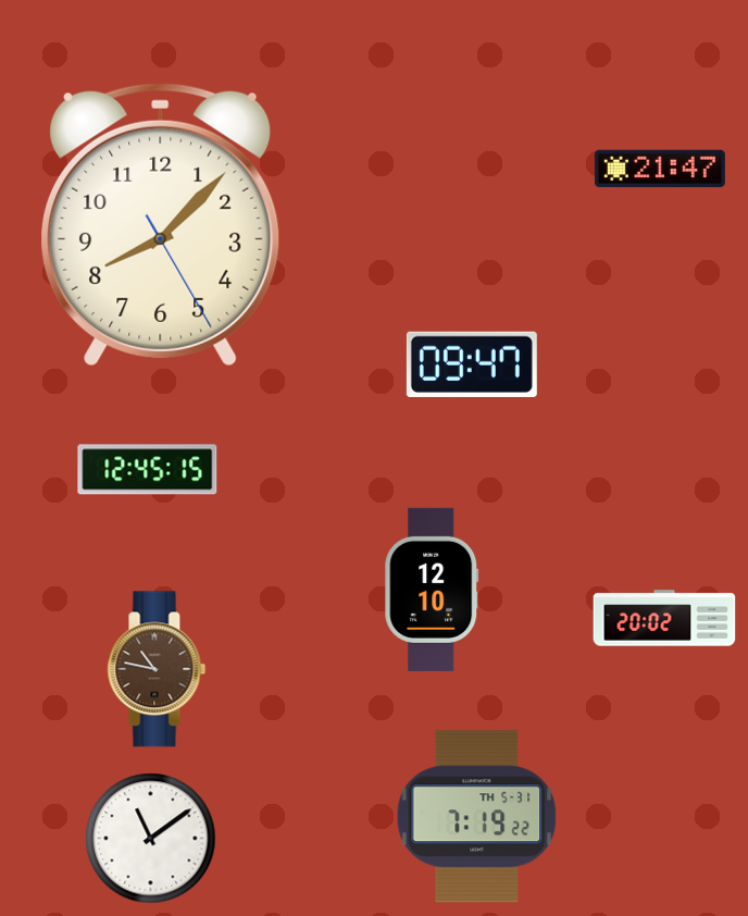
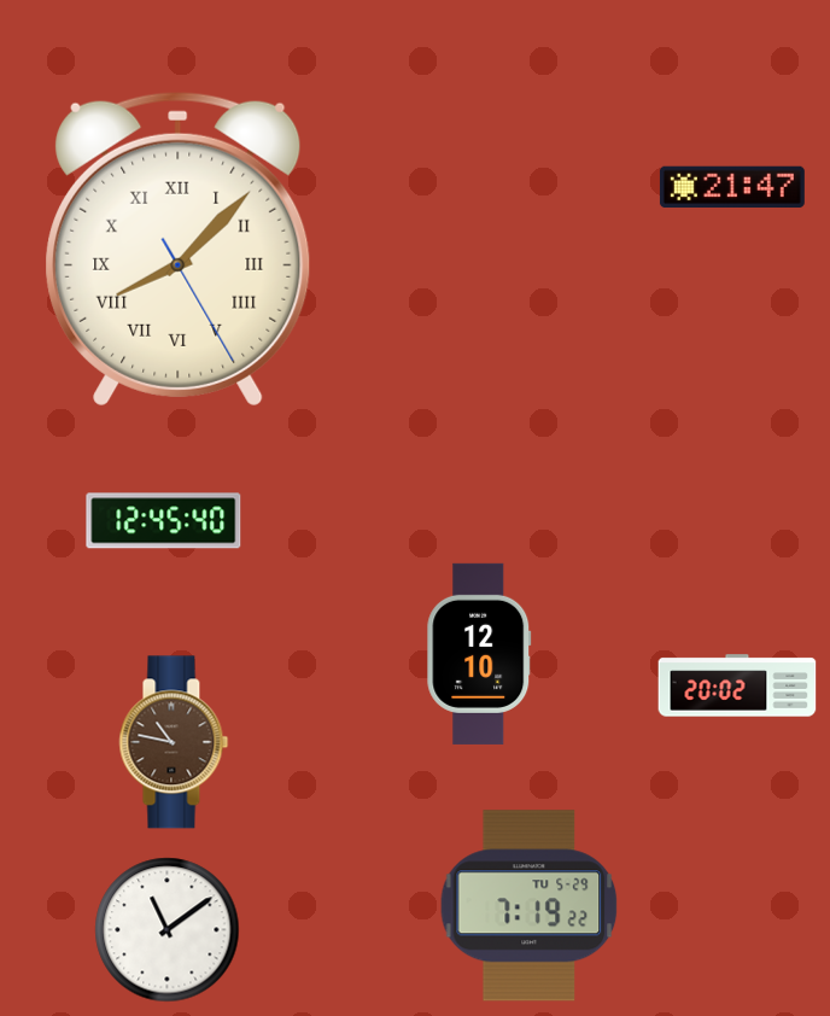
clock at (161, 224) numerals: Arabic -> Roman
clock at (472, 364): 09:47 -> none
clock at (148, 470): 12:45:15 -> 12:45:40
clock at (477, 817) date: TH 5-31 -> TU 5-29
